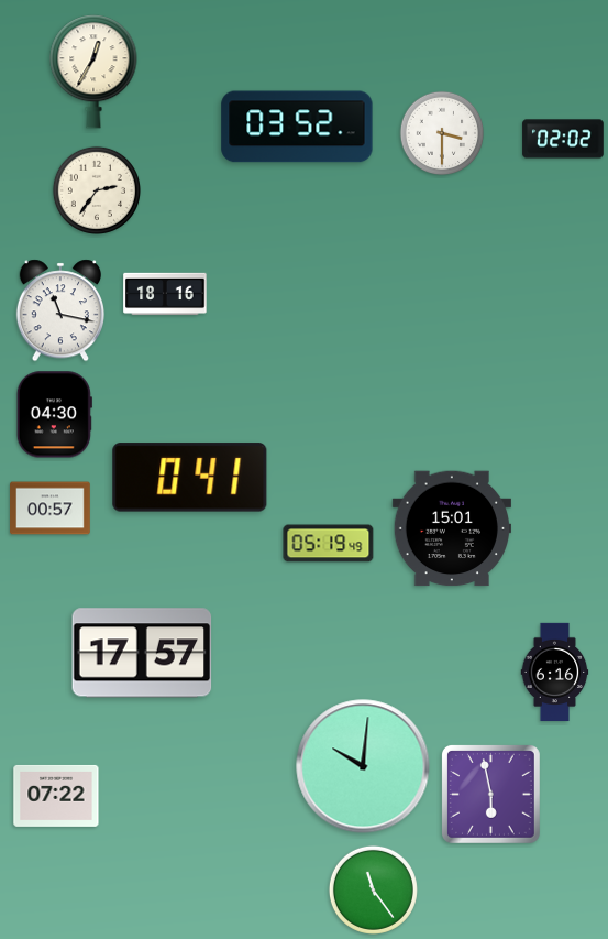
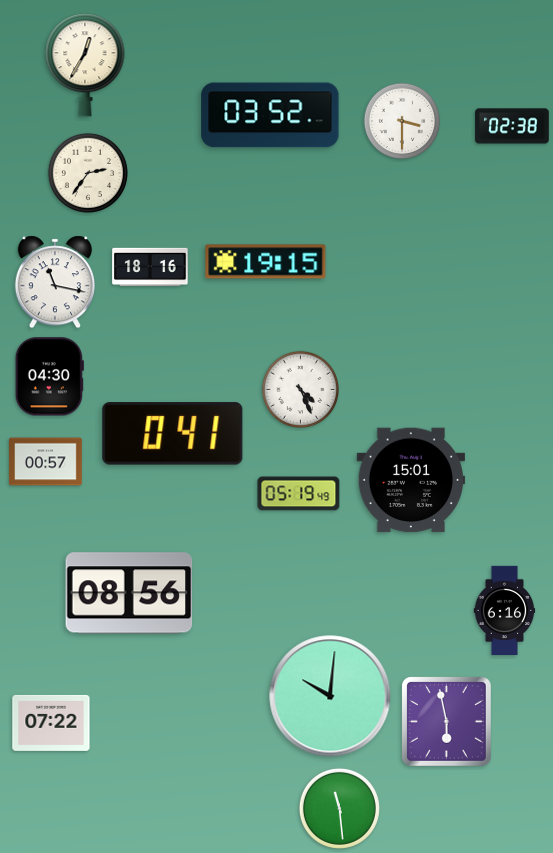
clock at (563, 139): 02:02 -> 02:38
clock at (266, 262): none -> 19:15
clock at (300, 389): none -> 4:26
clock at (142, 653): 17:57 -> 08:56
clock at (373, 889): 11:24 -> 11:29
